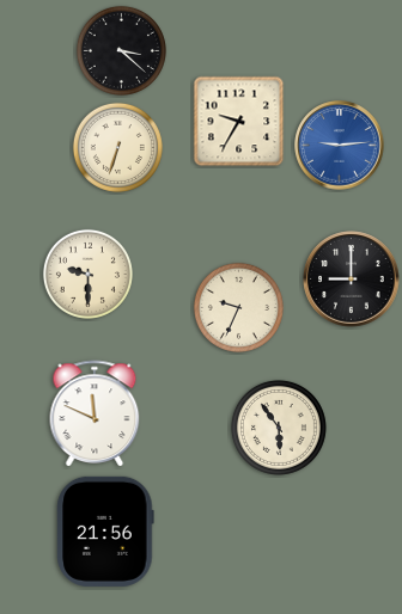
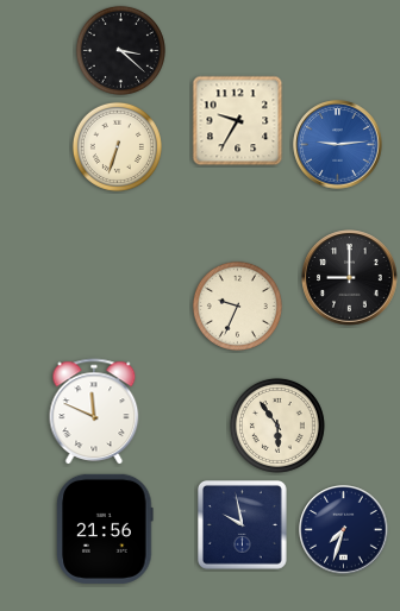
clock at (87, 274): 9:30 -> none
clock at (243, 525): none -> 9:58
clock at (344, 530): none -> 7:33
